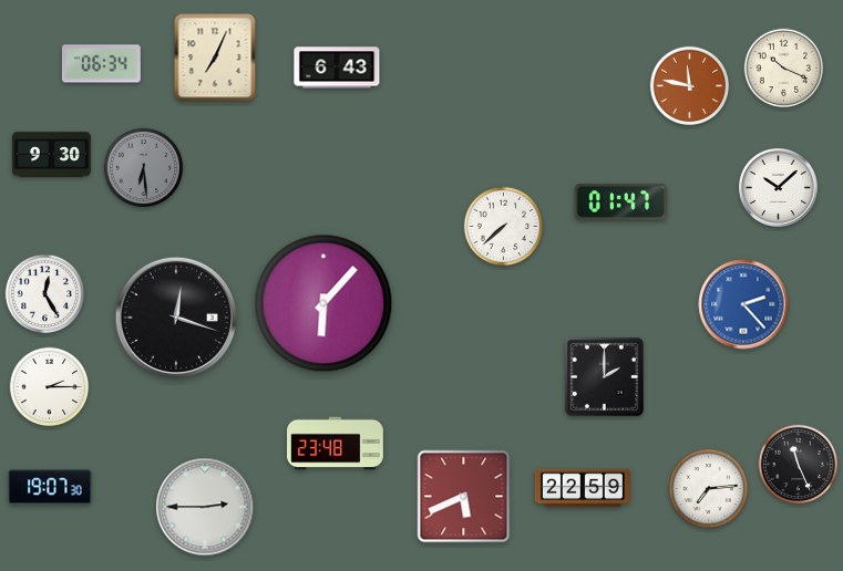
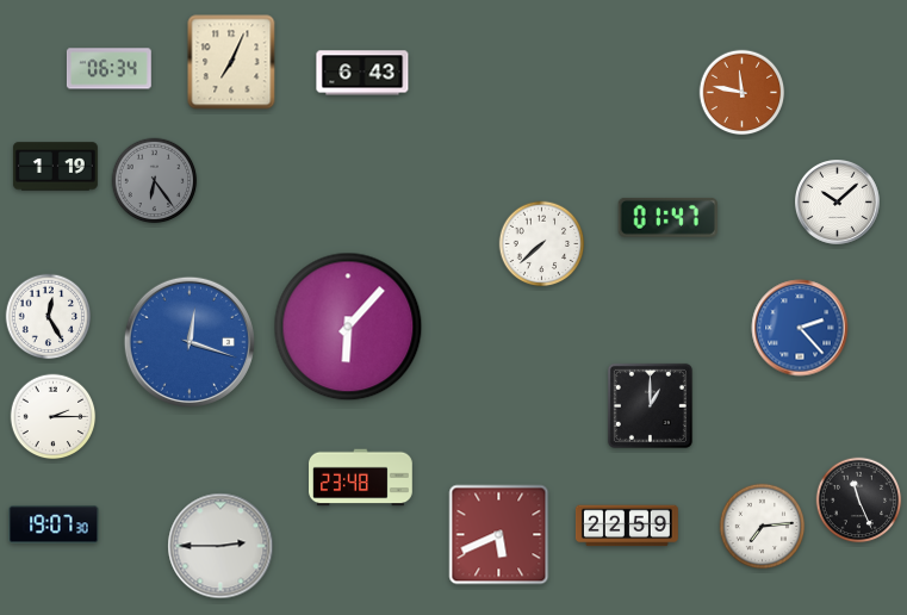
clock at (784, 69): 10:19 -> none
clock at (52, 155): 9:30 -> 1:19
clock at (144, 168): 6:29 -> 6:24
clock at (176, 318) dial: black -> blue
clock at (604, 376): 2:00 -> 1:00
